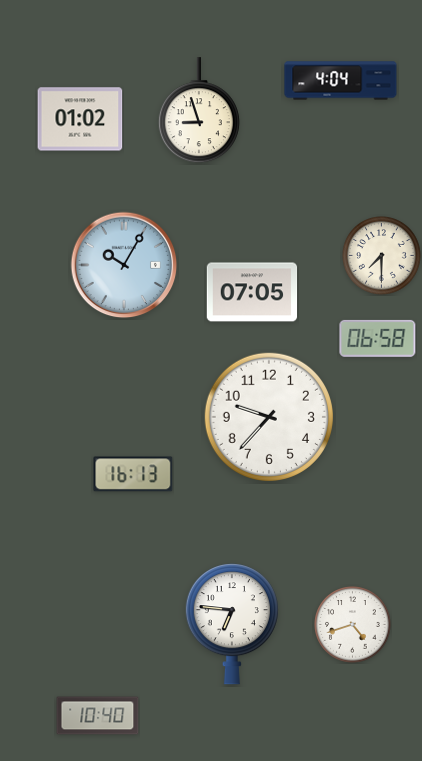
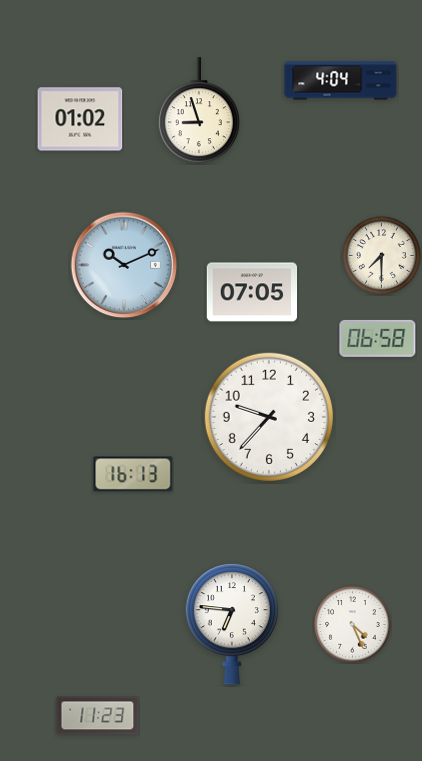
clock at (124, 265): 10:05 -> 10:11
clock at (353, 625): 4:42 -> 4:26
clock at (98, 716): 10:40 -> 11:23
